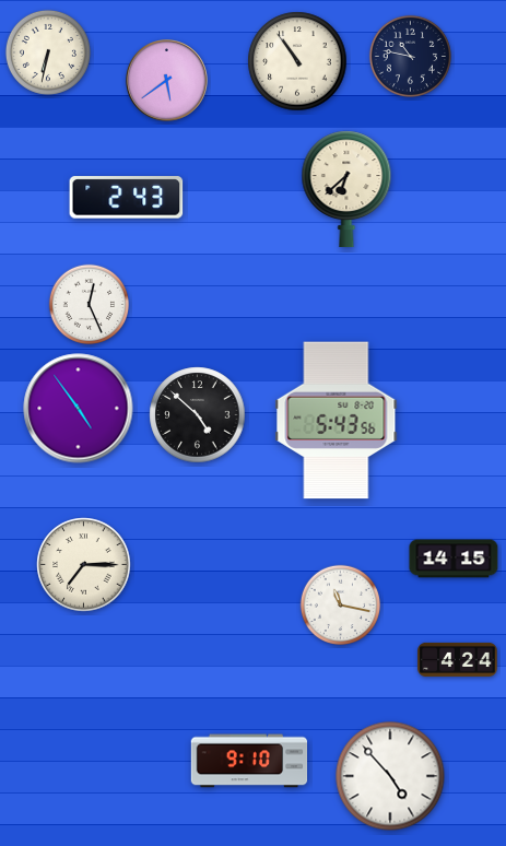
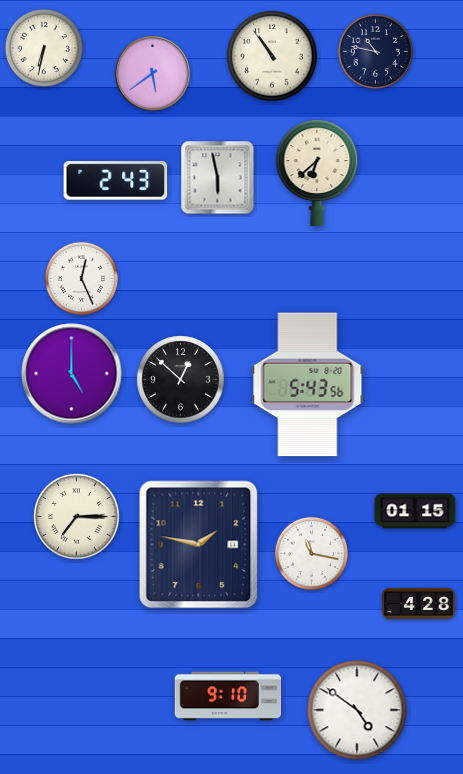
clock at (218, 178): none -> 5:58
clock at (79, 409): 4:54 -> 5:00
clock at (198, 415): 4:52 -> 12:52
clock at (454, 559): 14:15 -> 01:15
clock at (199, 545): none -> 1:47
clock at (458, 659): 4:24 -> 4:28
clock at (390, 776): 4:53 -> 4:51
